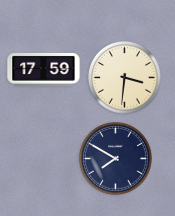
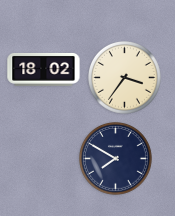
clock at (44, 70): 17:59 -> 18:02
clock at (125, 78): 3:31 -> 3:36
